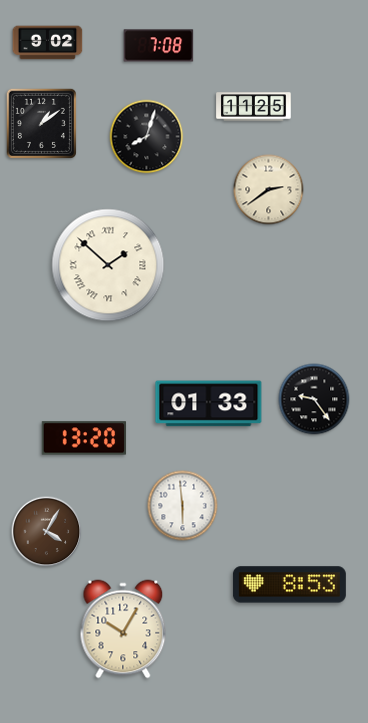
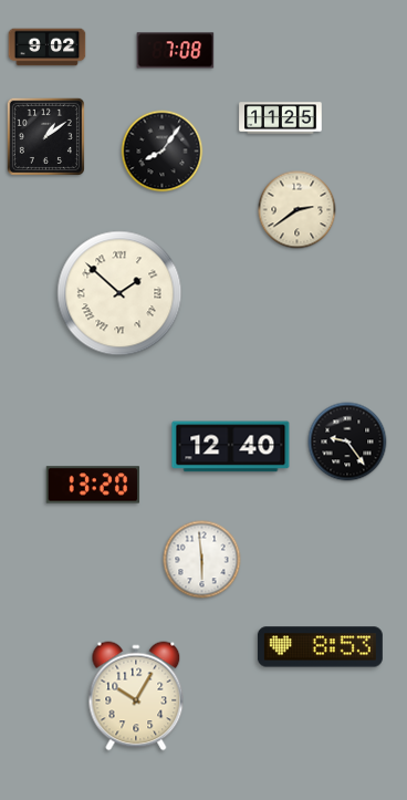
clock at (48, 43) position: (48, 43) -> (48, 48)
clock at (147, 137): 8:03 -> 8:06
clock at (209, 404): 01:33 -> 12:40
clock at (47, 532): 4:05 -> none
